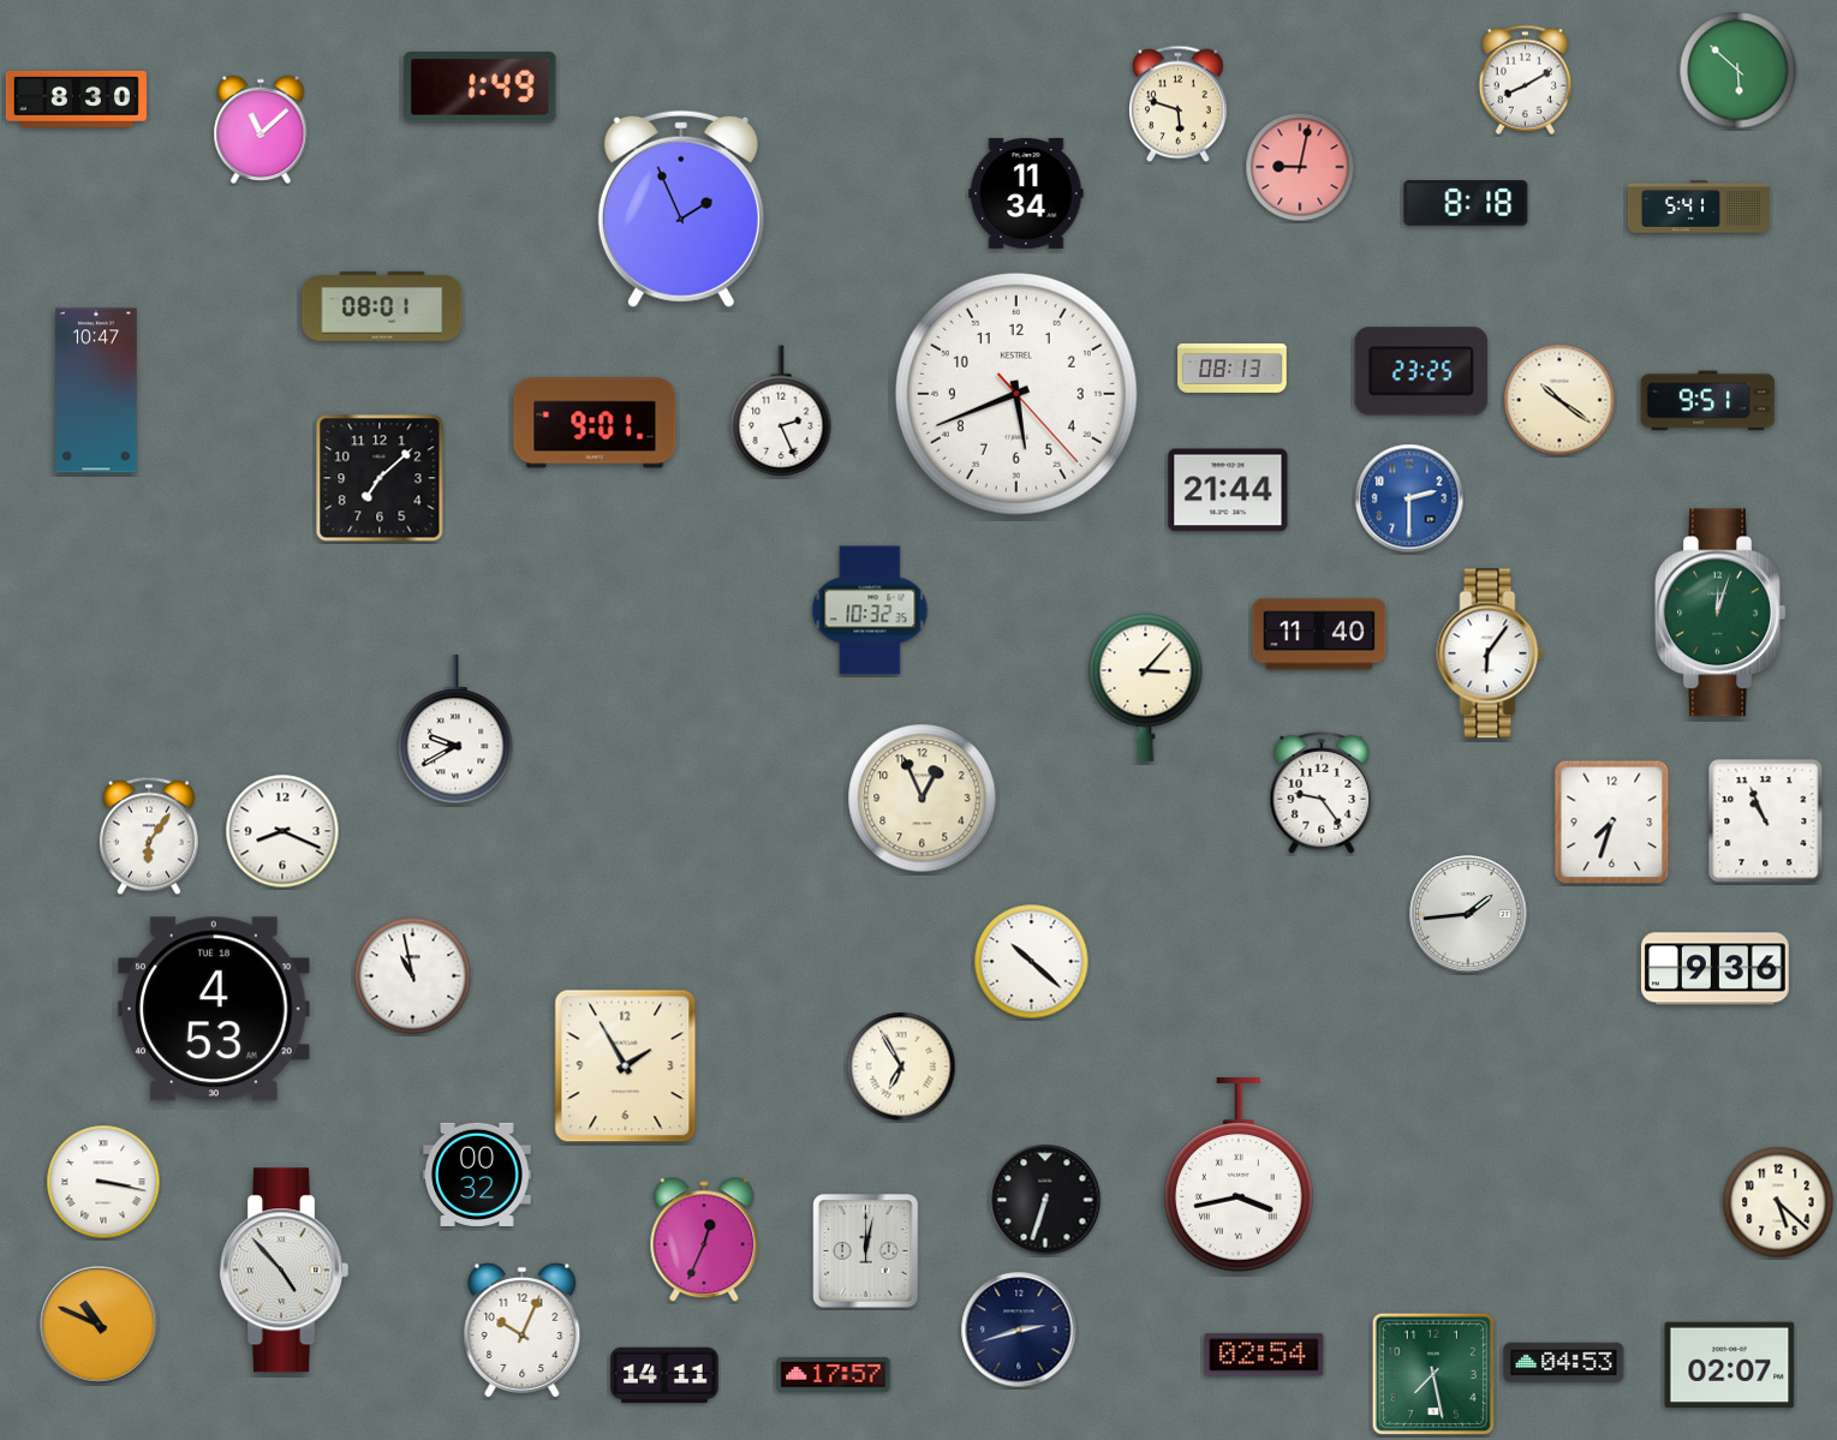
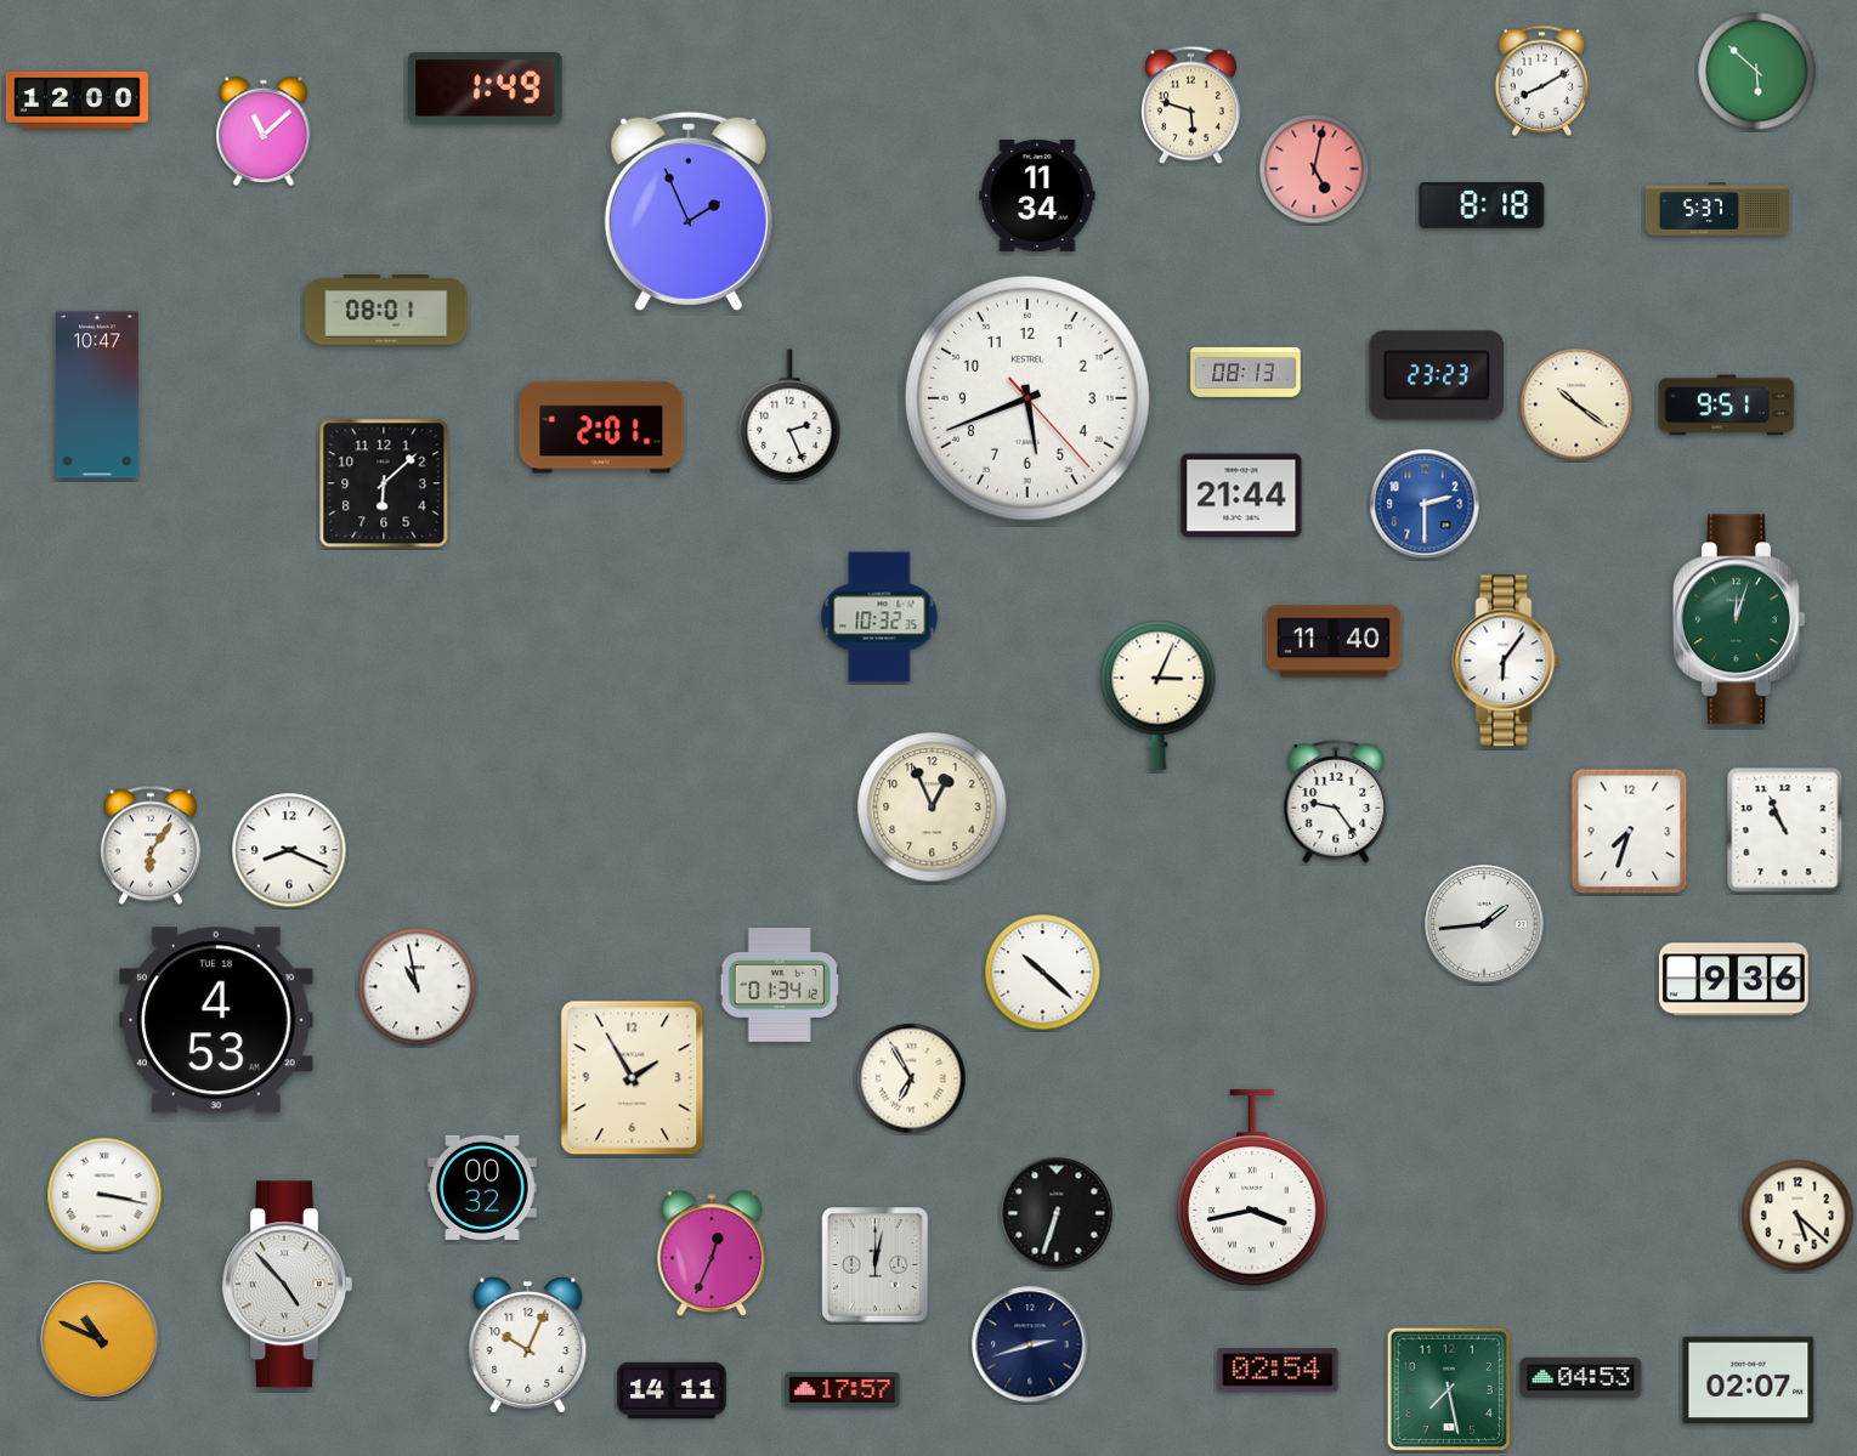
clock at (76, 100): 8:30 -> 12:00
clock at (1300, 167): 9:02 -> 5:02
clock at (1699, 207): 5:41 -> 5:37
clock at (1421, 371): 23:25 -> 23:23
clock at (595, 423): 9:01 -> 2:01
clock at (380, 478): 7:08 -> 6:08
clock at (1146, 687): 3:07 -> 3:04
clock at (455, 730): 9:40 -> none
clock at (282, 831) position: (282, 831) -> (289, 850)
clock at (780, 985): none -> 01:34
